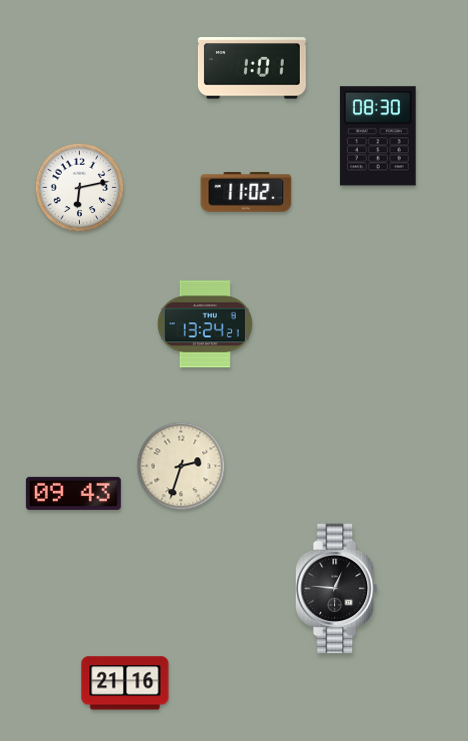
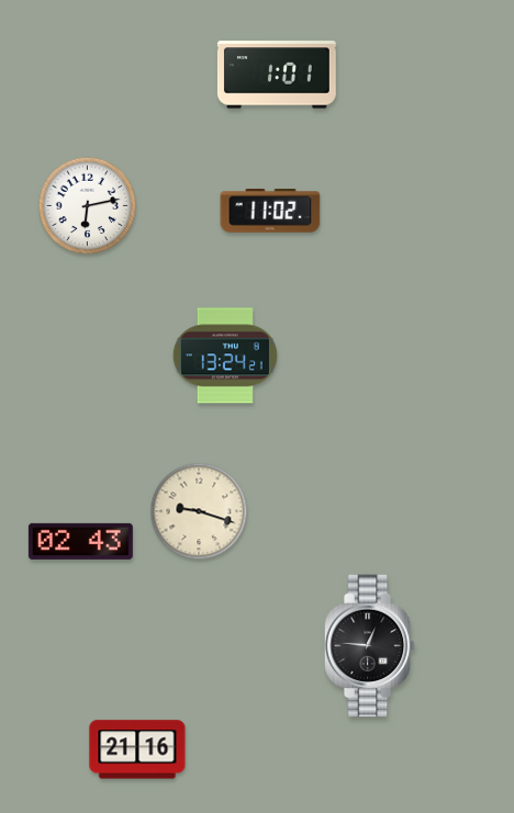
clock at (378, 136): 08:30 -> none
clock at (181, 466): 2:33 -> 9:18
clock at (73, 493): 09:43 -> 02:43
